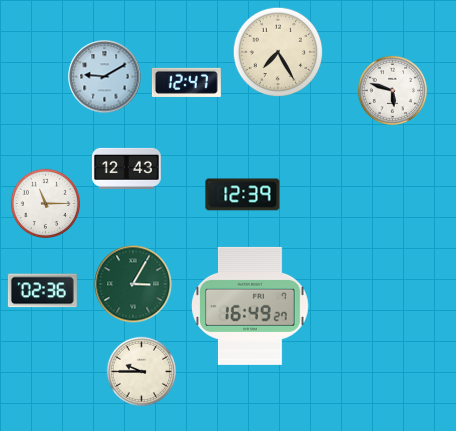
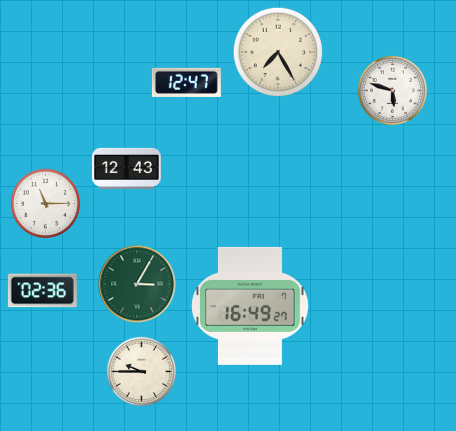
clock at (105, 77): 9:10 -> none
clock at (243, 195): 12:39 -> none
clock at (133, 284) position: (133, 284) -> (137, 284)
